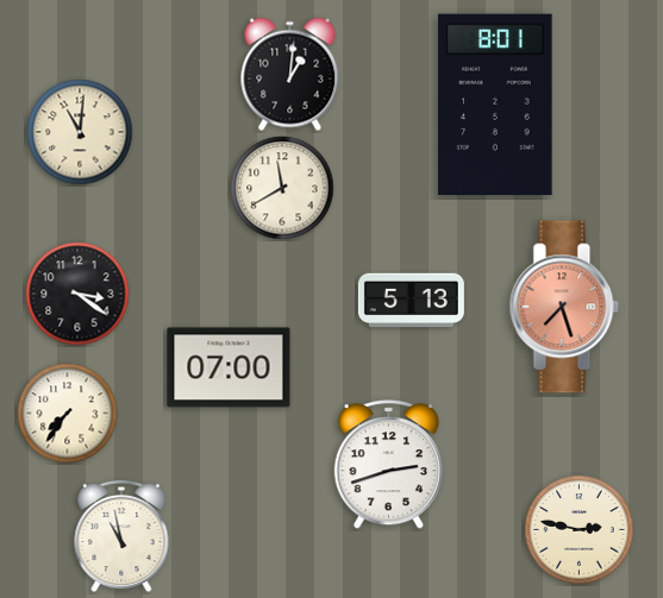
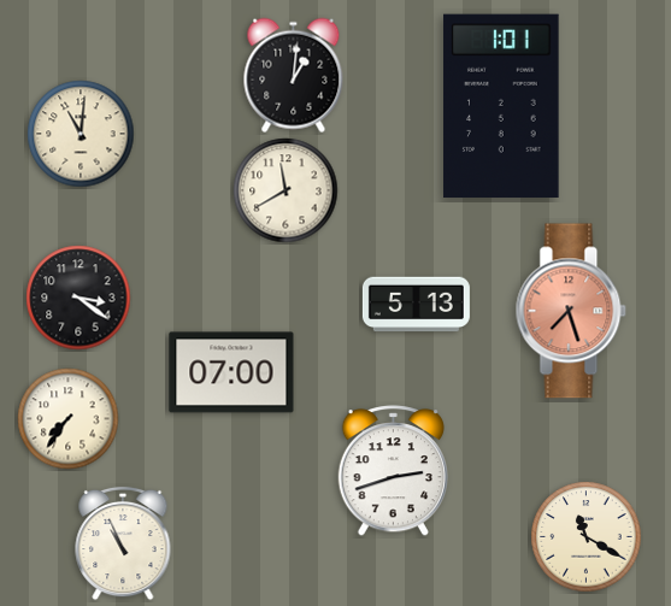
clock at (495, 105): 8:01 -> 1:01
clock at (580, 530): 2:47 -> 11:20
clock at (121, 536): 10:58 -> 10:56
